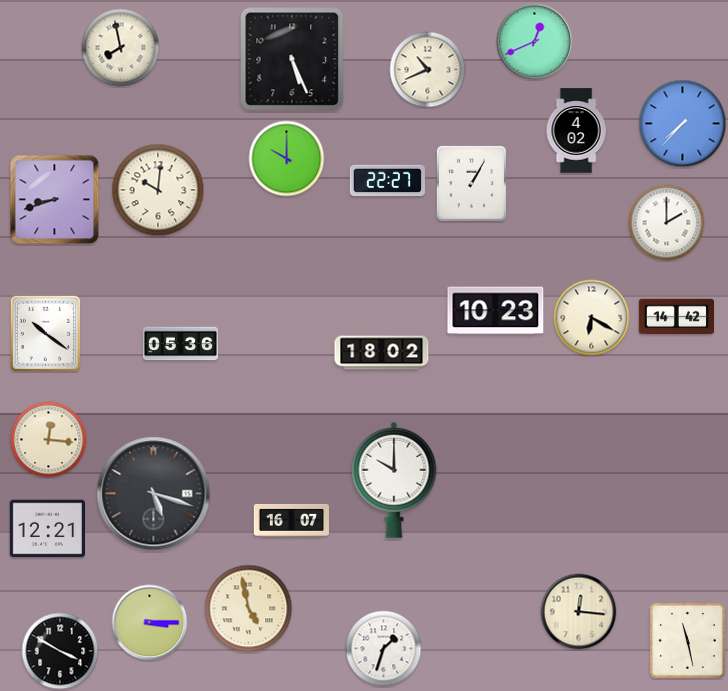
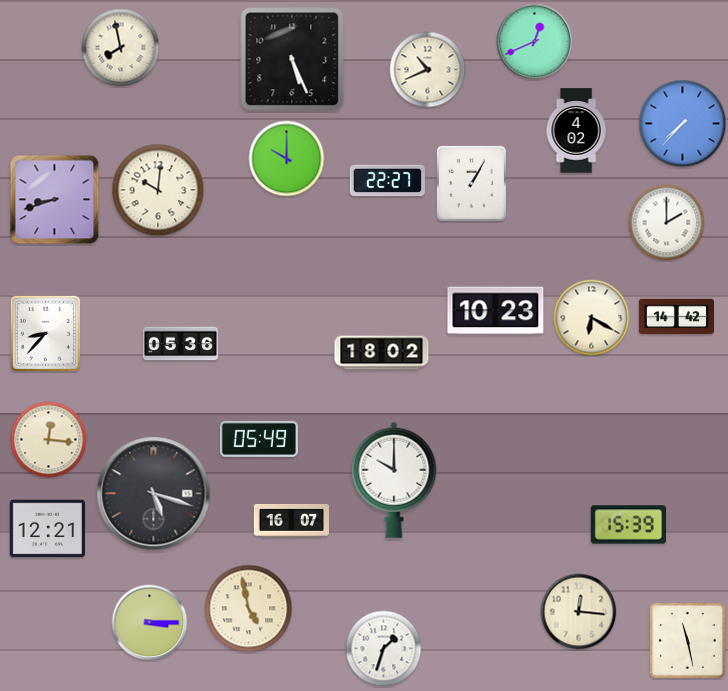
clock at (46, 334): 10:21 -> 8:37
clock at (259, 439): none -> 05:49
clock at (628, 525): none -> 15:39
clock at (60, 651): 3:50 -> none
